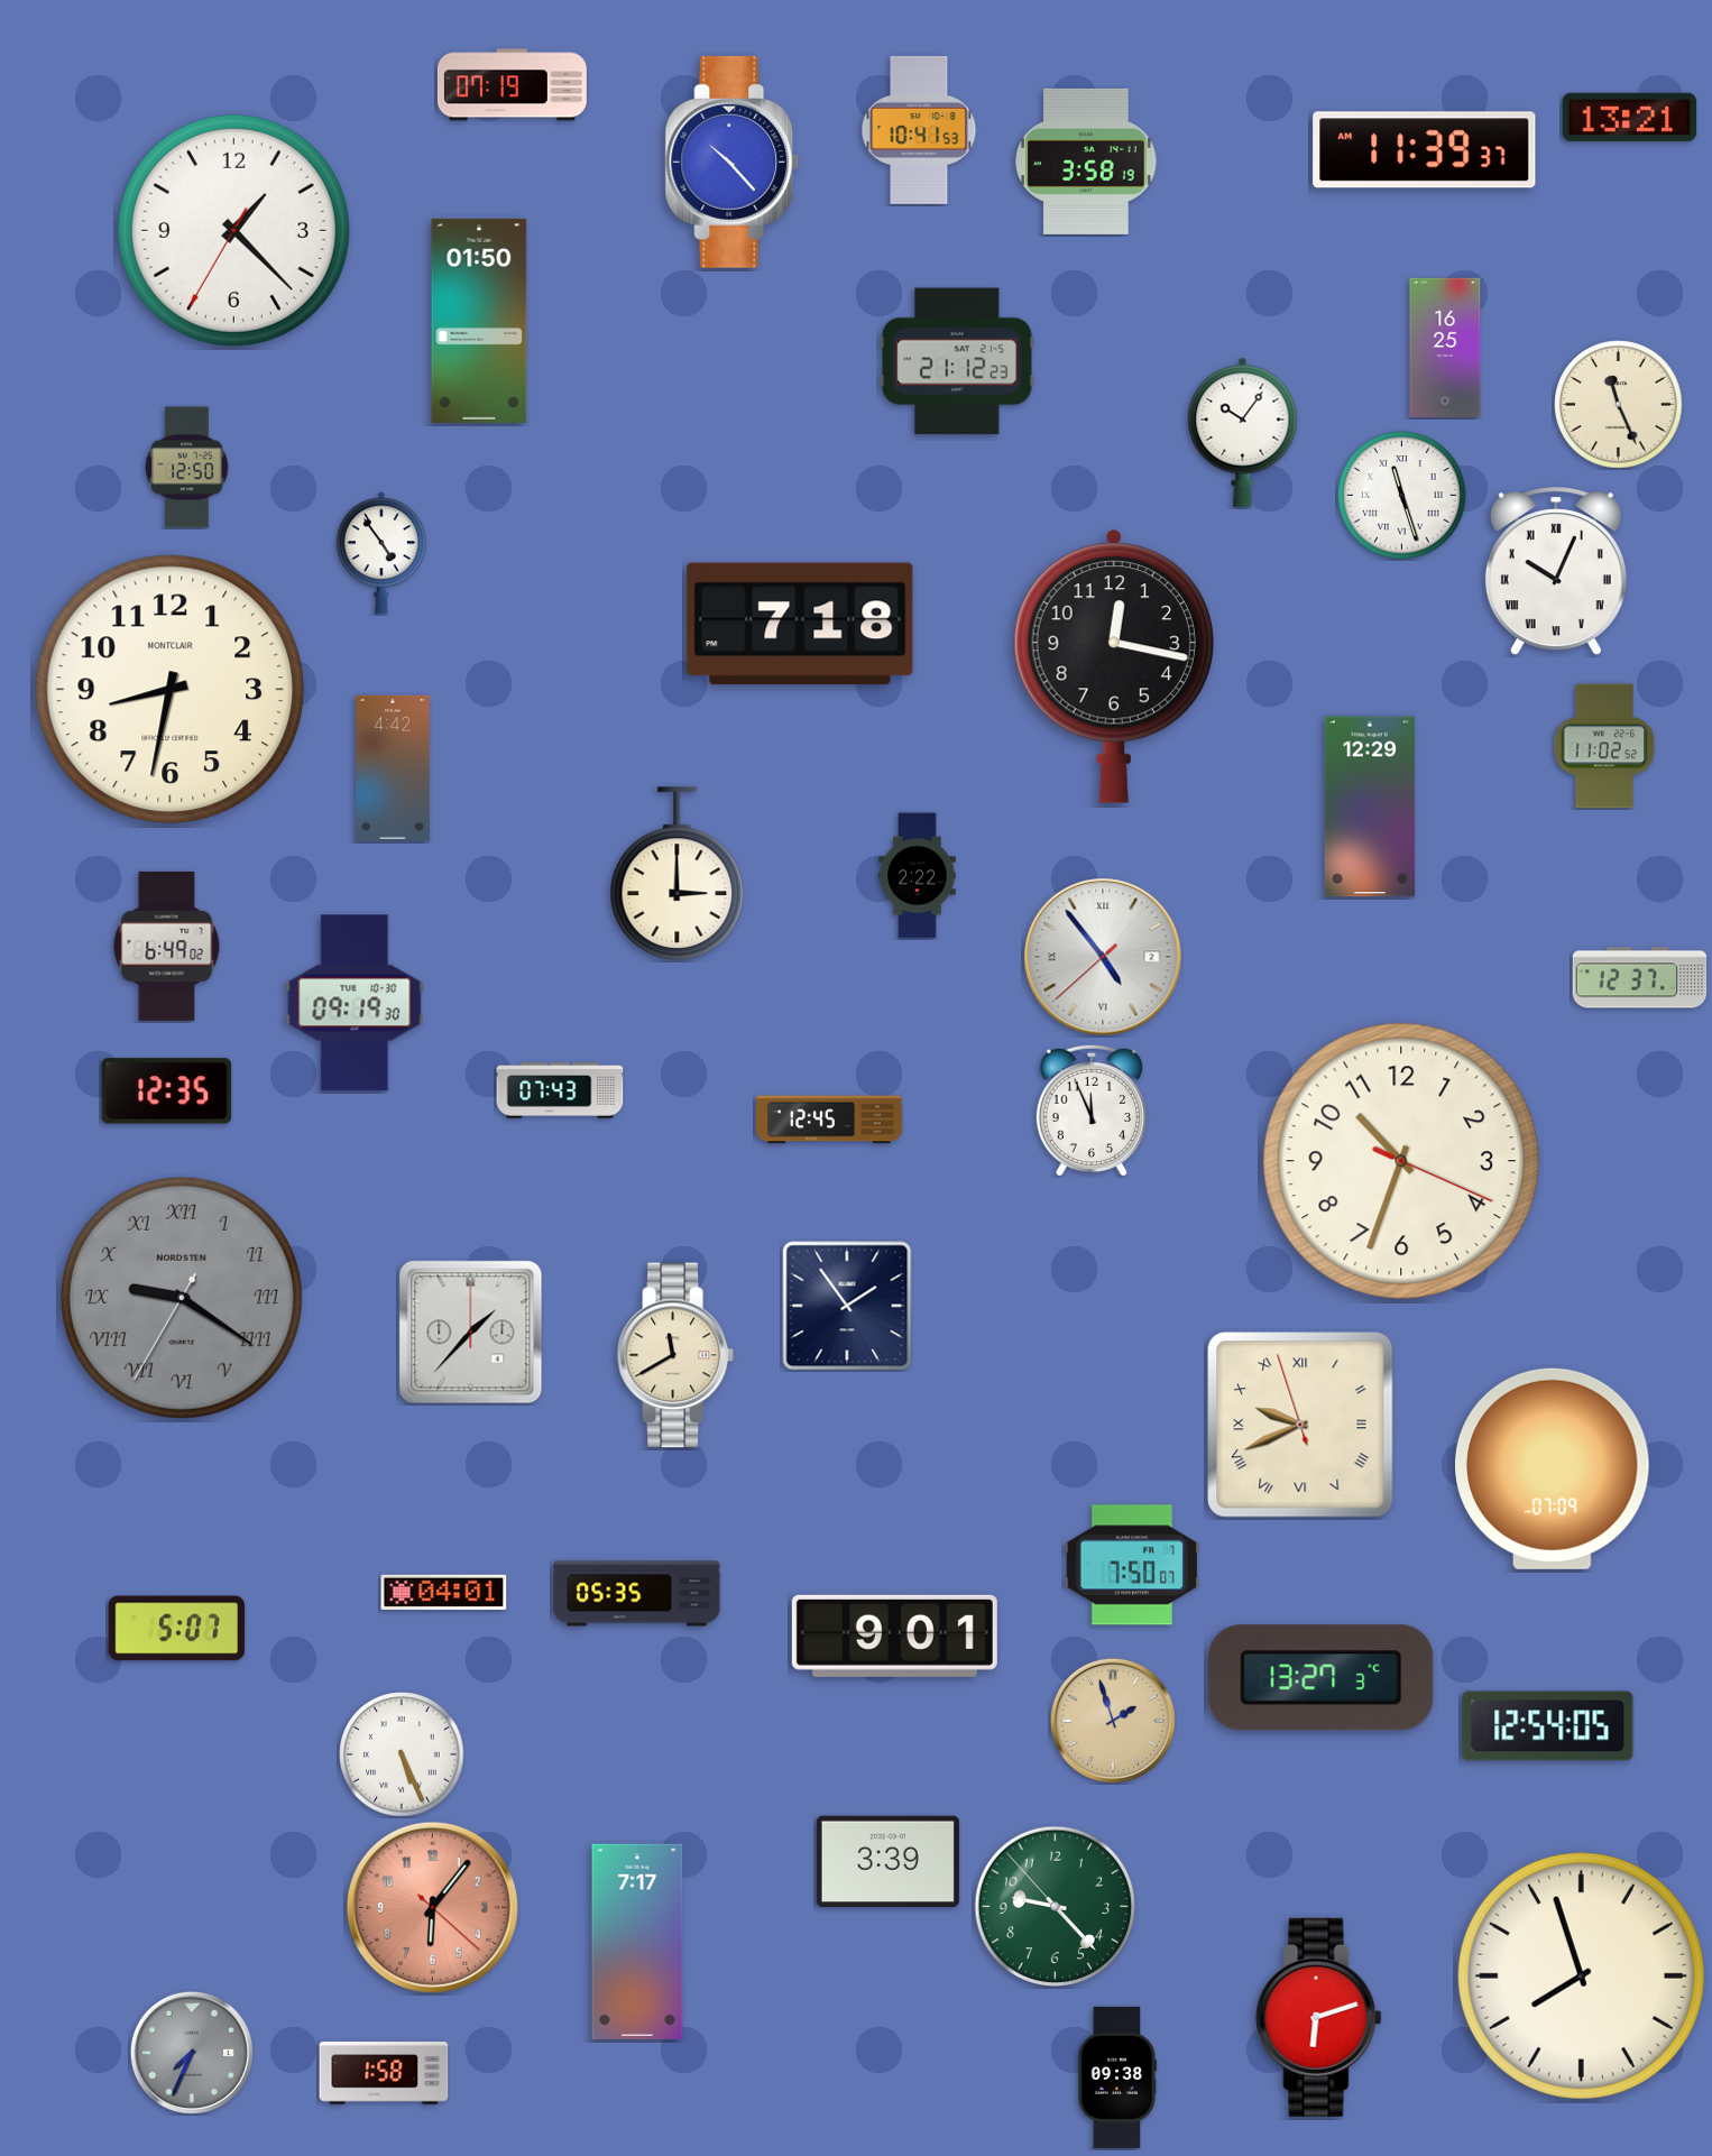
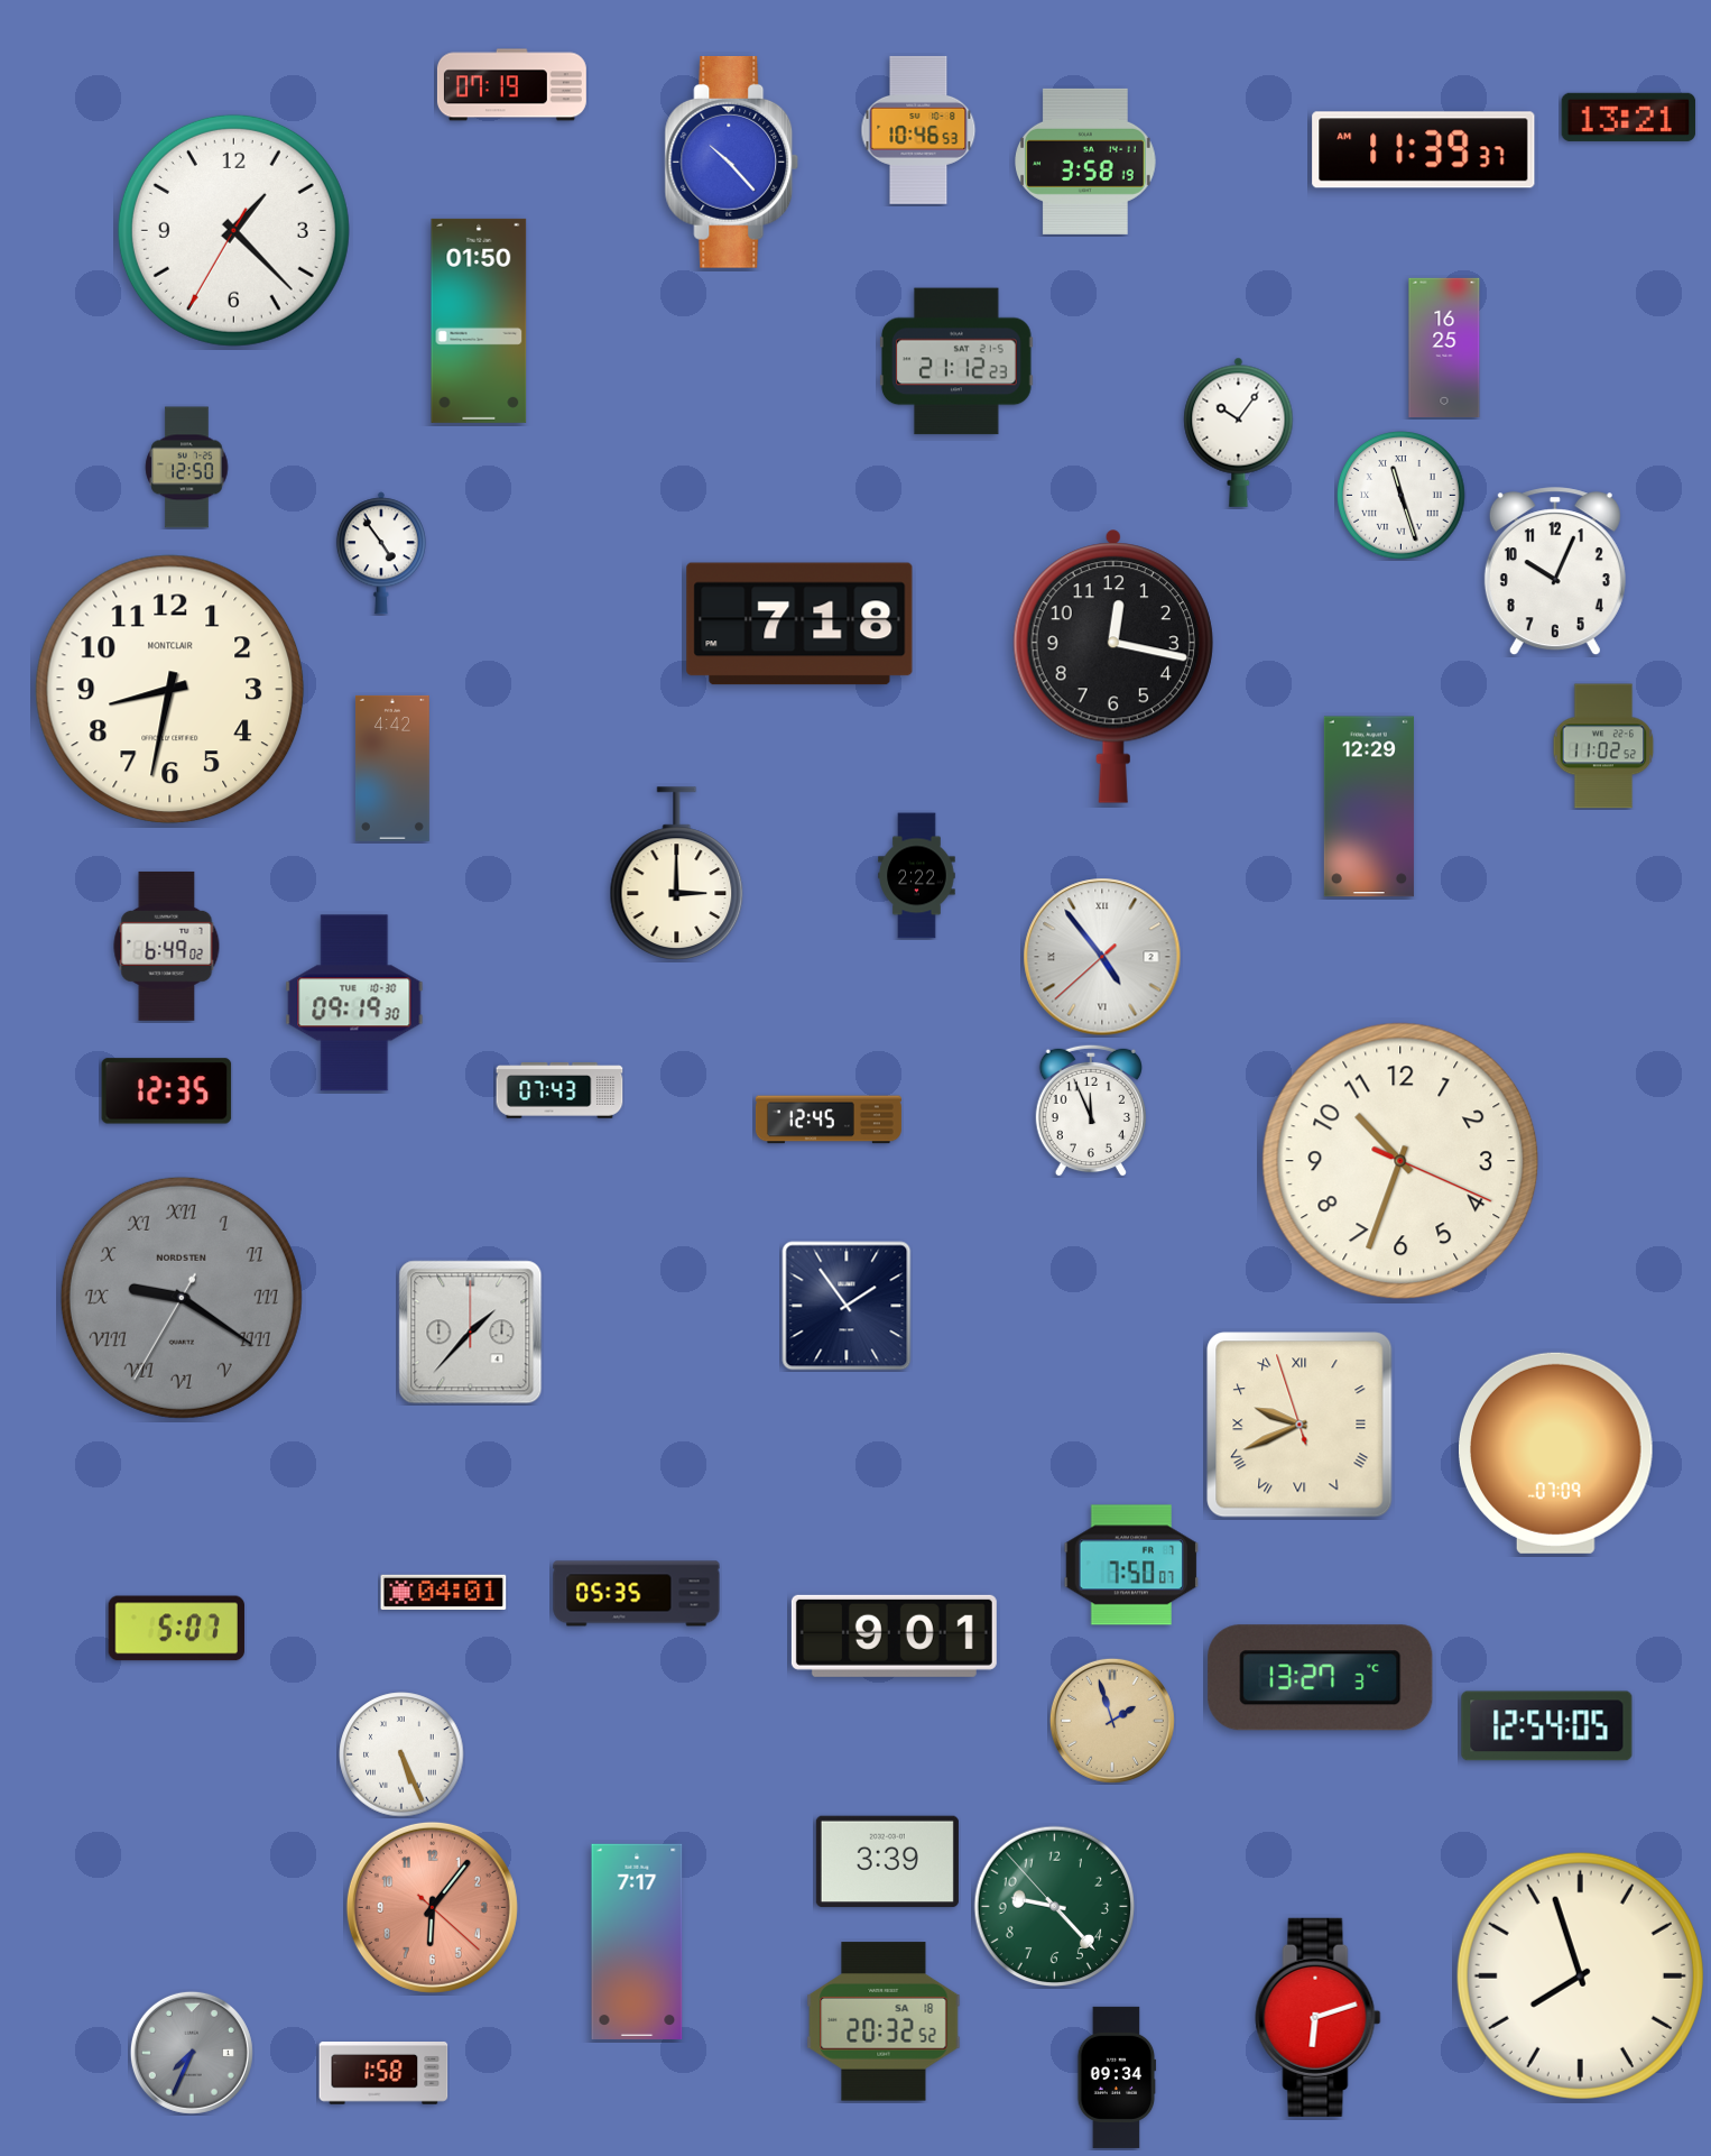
clock at (919, 130): 10:41 -> 10:46
clock at (1619, 405): 11:26 -> none
clock at (1243, 432) position: (1243, 432) -> (1239, 432)
clock at (1556, 572) numerals: Roman -> Arabic
clock at (1640, 978): 12:37 -> none
clock at (675, 1355): 11:40 -> none
clock at (1553, 1468) position: (1553, 1468) -> (1556, 1453)
clock at (884, 2021): none -> 20:32
clock at (1117, 2077): 09:38 -> 09:34
